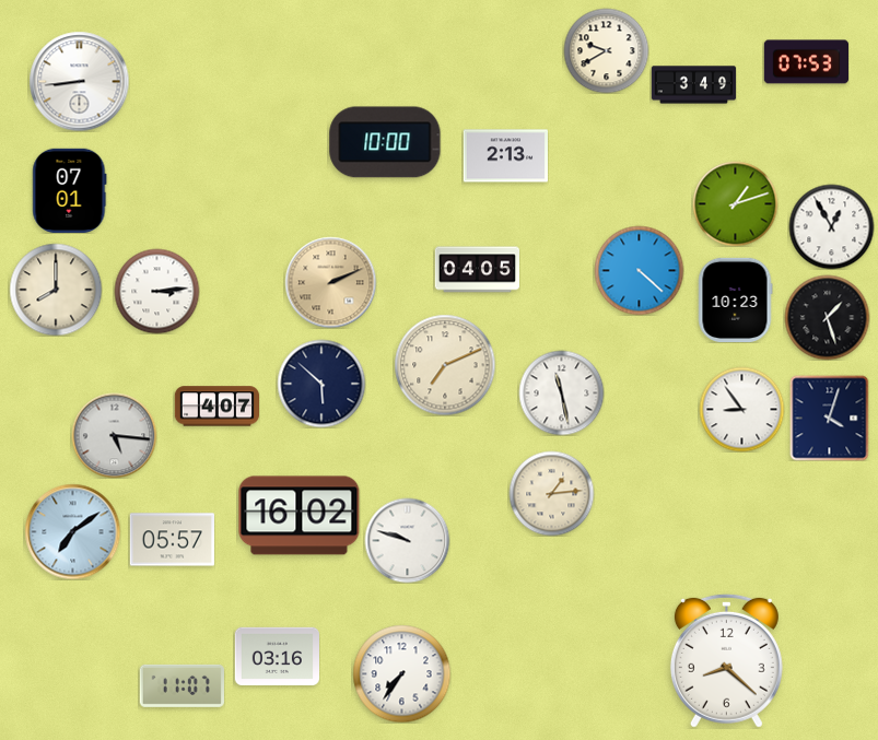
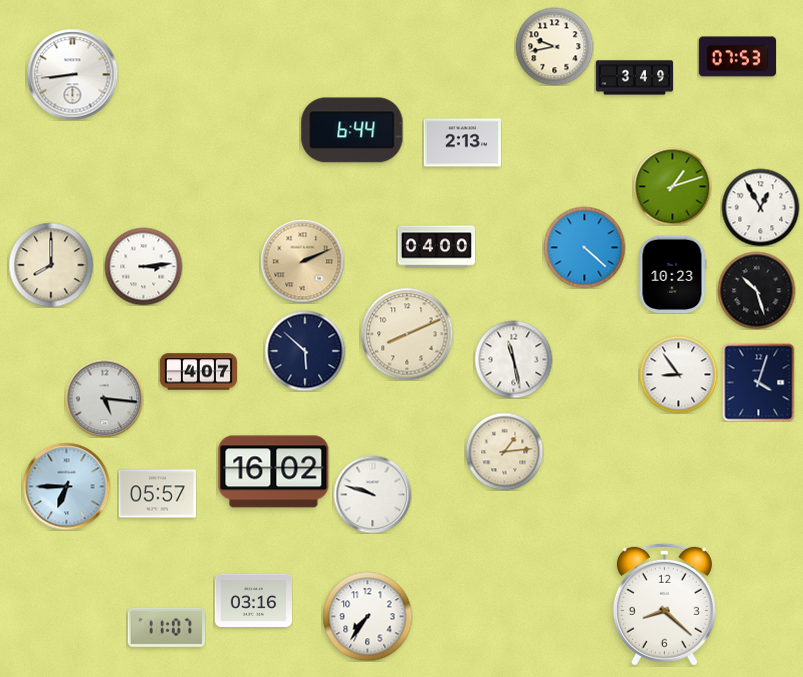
clock at (606, 50): 9:40 -> 9:43
clock at (385, 142): 10:00 -> 6:44
clock at (70, 190): 07:01 -> none
clock at (477, 270): 04:05 -> 04:00
clock at (330, 282) position: (330, 282) -> (302, 261)
clock at (827, 317): 1:27 -> 10:27
clock at (445, 365): 7:11 -> 8:11
clock at (321, 384) position: (321, 384) -> (305, 351)
clock at (72, 531): 7:09 -> 6:45
